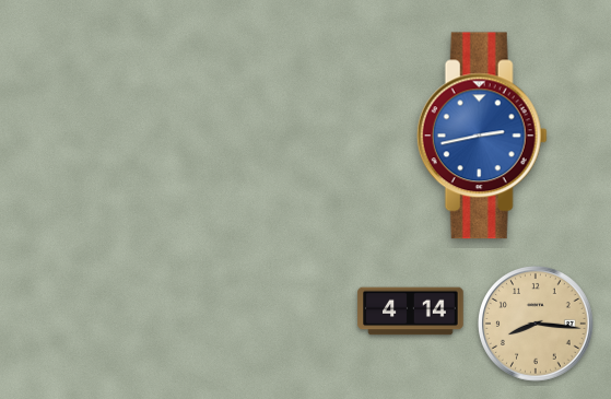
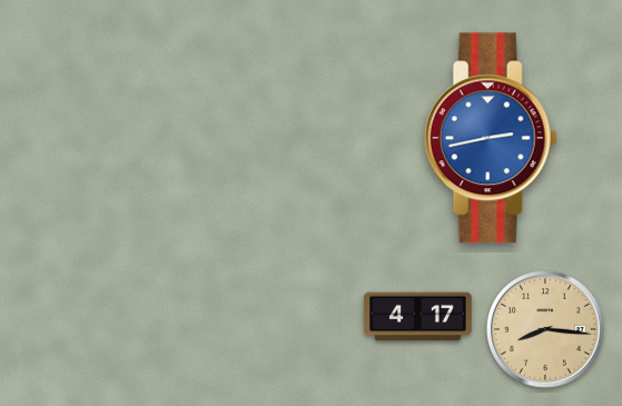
clock at (411, 312): 4:14 -> 4:17
